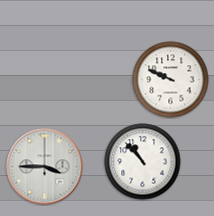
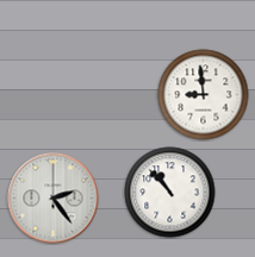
clock at (171, 80): 9:49 -> 8:59
clock at (45, 167): 3:45 -> 2:24
